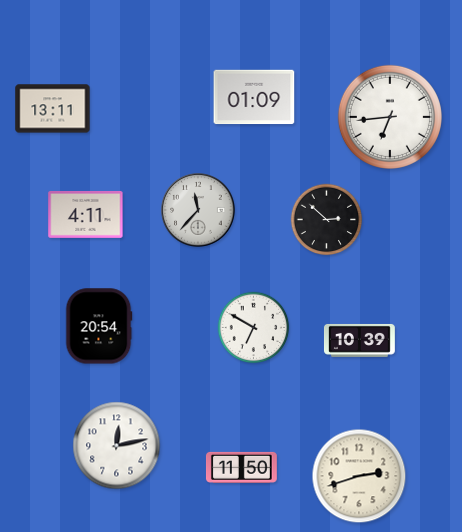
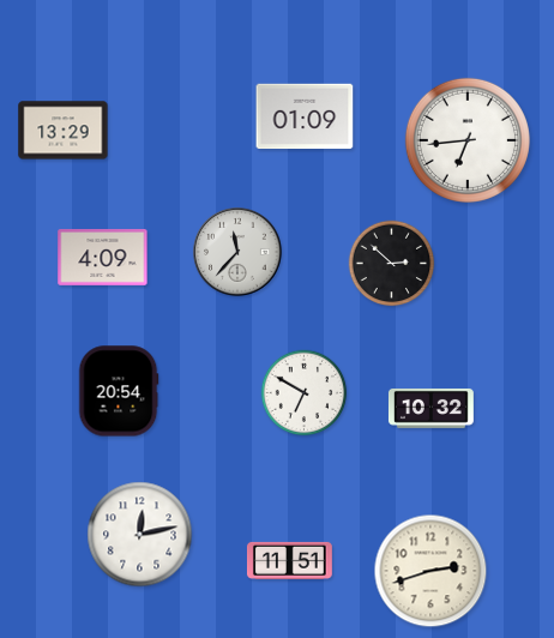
clock at (53, 109): 13:11 -> 13:29
clock at (86, 214): 4:11 -> 4:09
clock at (360, 340): 10:39 -> 10:32
clock at (241, 467): 11:50 -> 11:51
